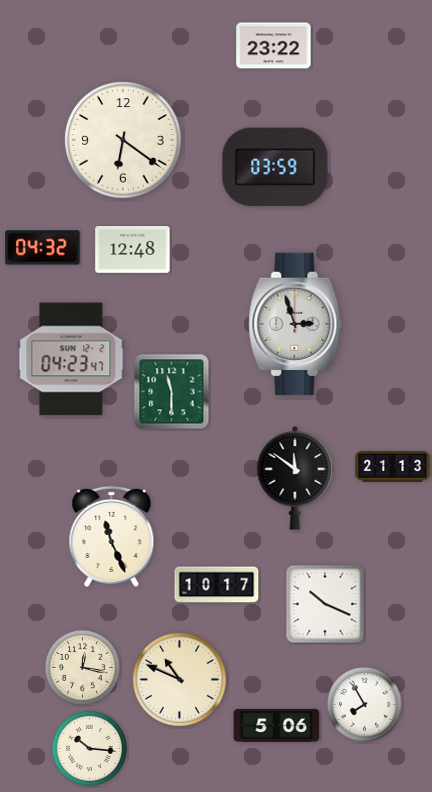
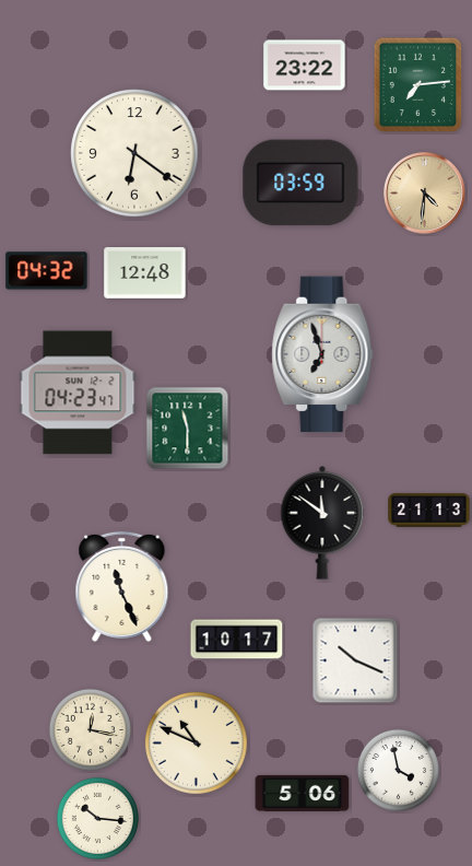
clock at (274, 46) position: (274, 46) -> (305, 66)
clock at (418, 85): none -> 7:14
clock at (425, 194): none -> 4:31
clock at (295, 324): 2:57 -> 6:57
clock at (364, 704): 7:55 -> 3:58
